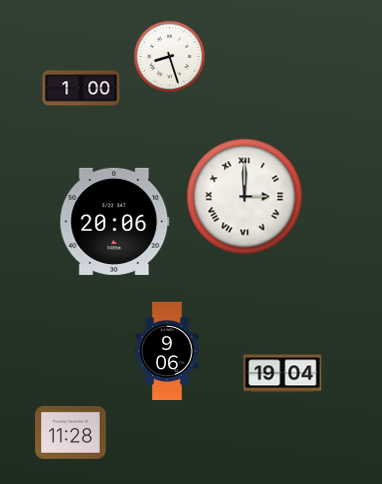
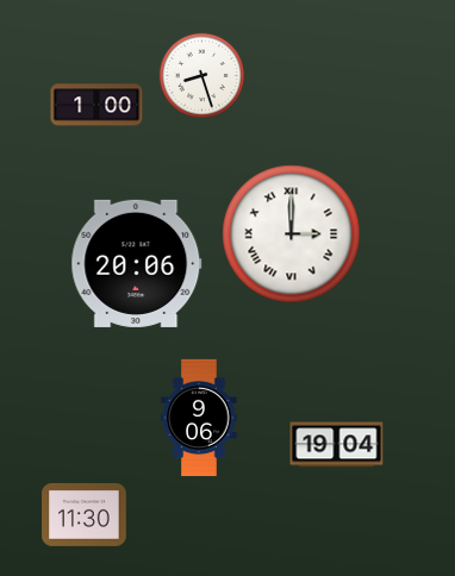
clock at (169, 56) position: (169, 56) -> (201, 75)
clock at (71, 433): 11:28 -> 11:30
